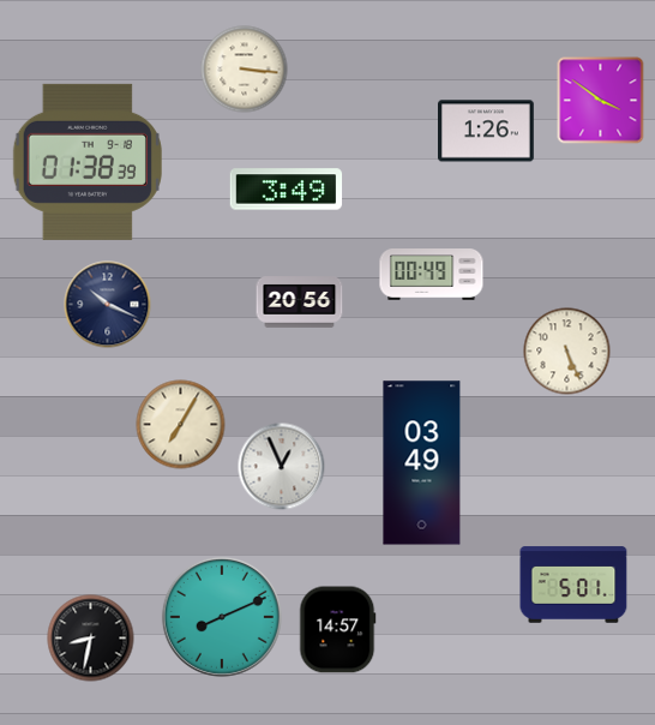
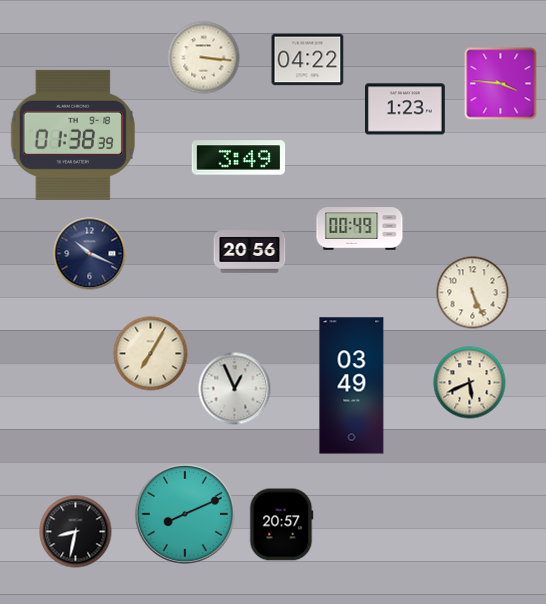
clock at (308, 60): none -> 04:22
clock at (601, 101): 3:51 -> 3:46
clock at (487, 131): 1:26 -> 1:23
clock at (470, 383): none -> 5:41
clock at (573, 585): 5:01 -> none
clock at (338, 630): 14:57 -> 20:57
